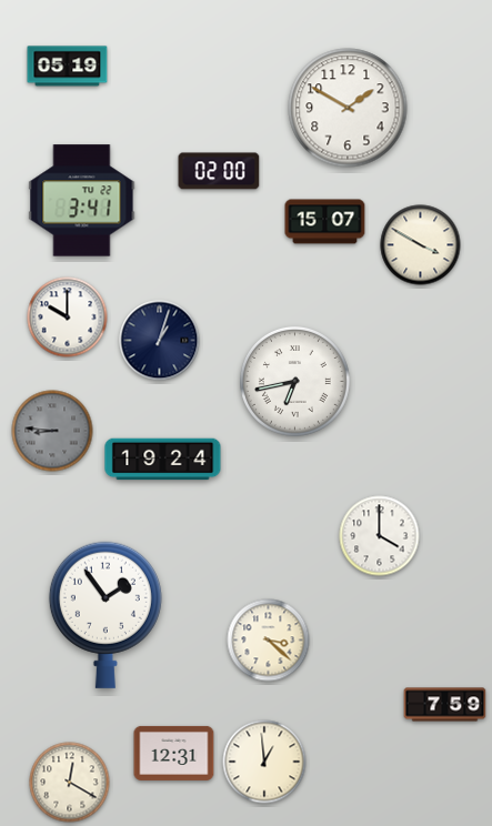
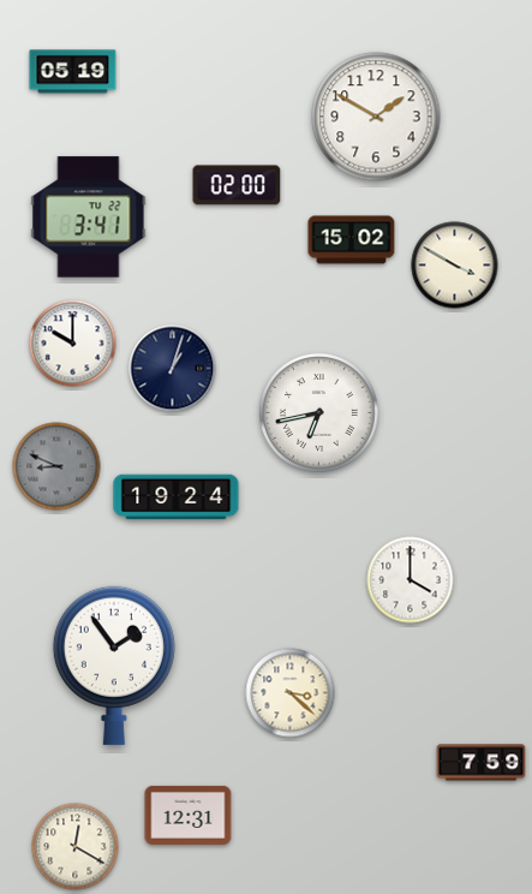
clock at (325, 222): 15:07 -> 15:02
clock at (52, 431): 8:46 -> 8:49
clock at (264, 762): 12:59 -> none
